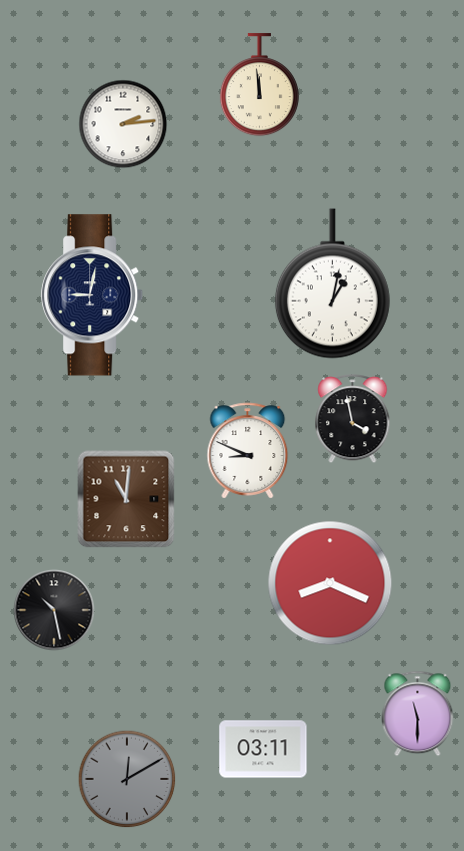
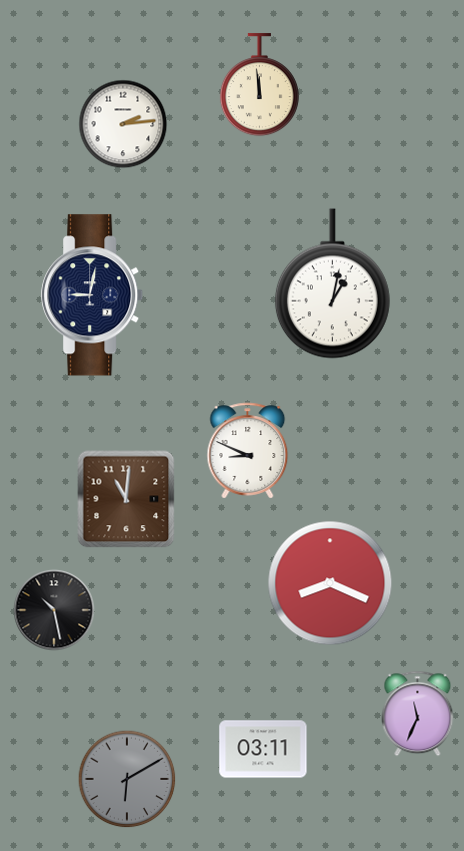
clock at (353, 419): 3:58 -> none
clock at (418, 714): 11:30 -> 11:34
clock at (127, 779): 12:10 -> 6:10
